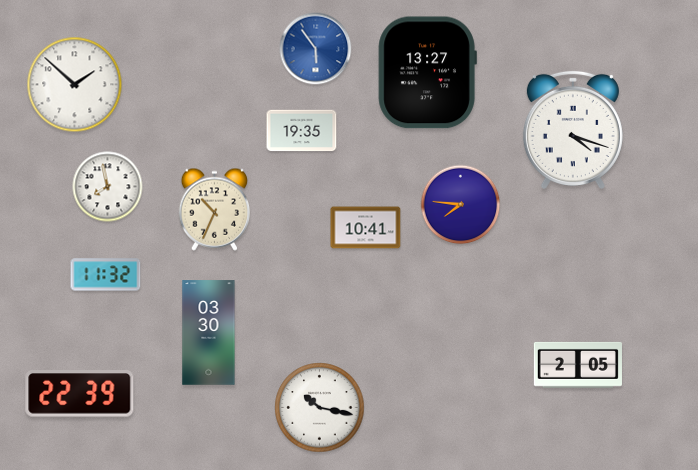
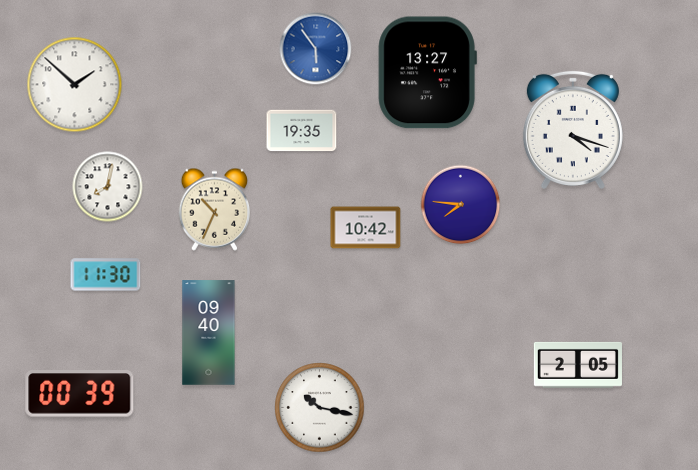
clock at (108, 187): 7:58 -> 8:02
clock at (366, 228): 10:41 -> 10:42
clock at (106, 275): 11:32 -> 11:30
clock at (209, 333): 03:30 -> 09:40
clock at (80, 394): 22:39 -> 00:39
